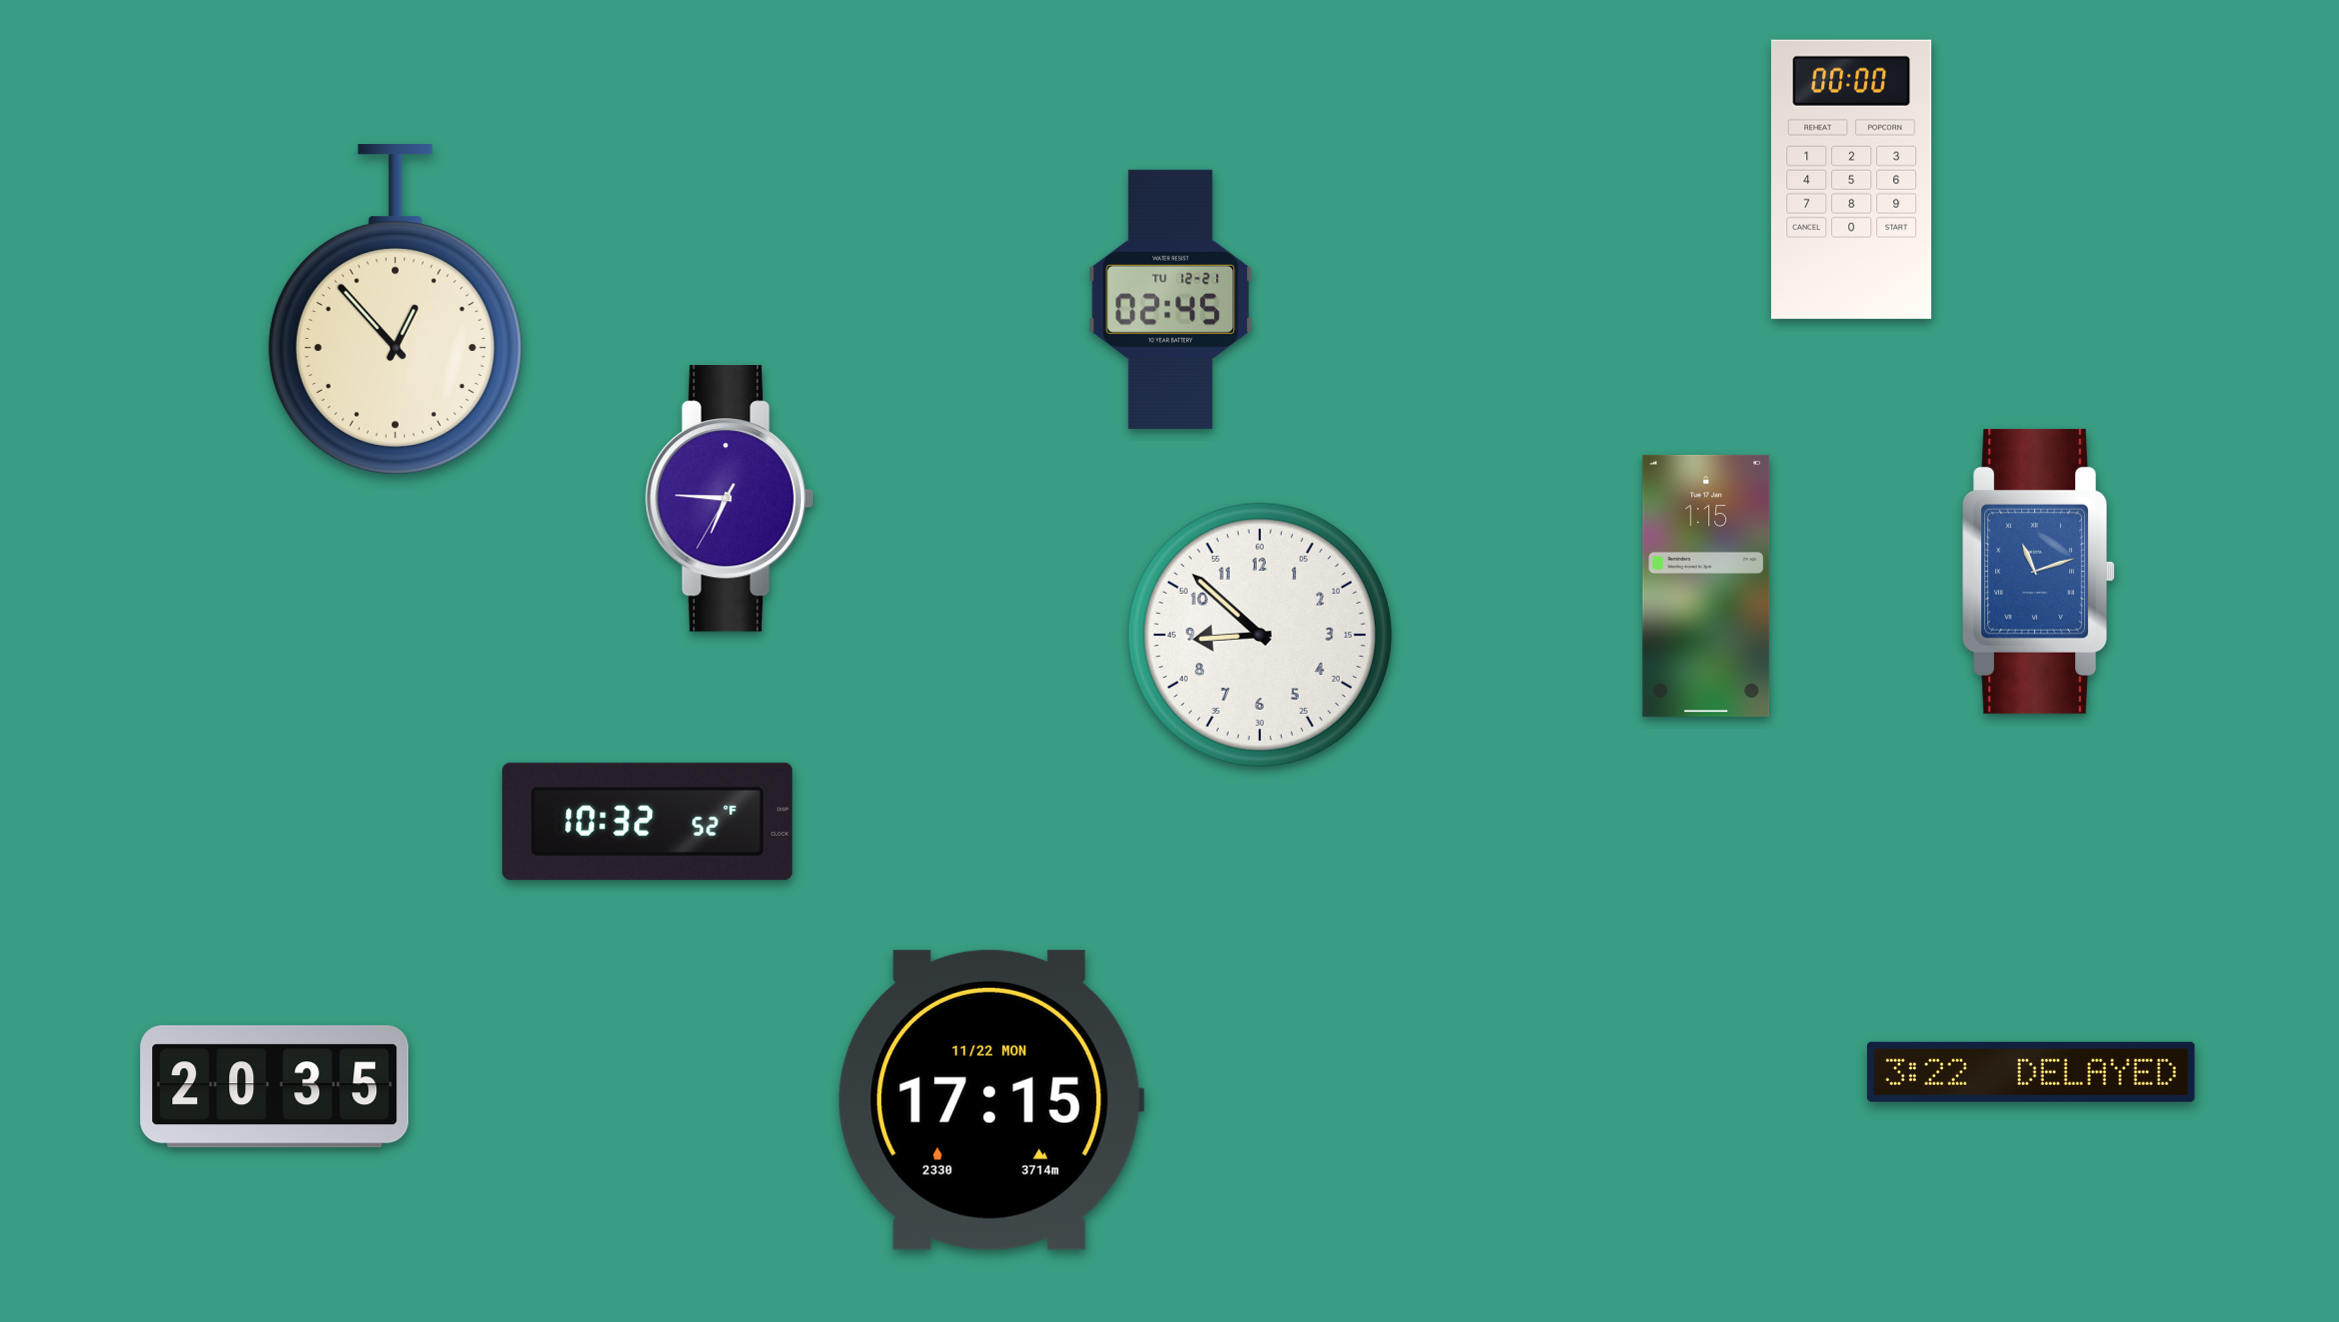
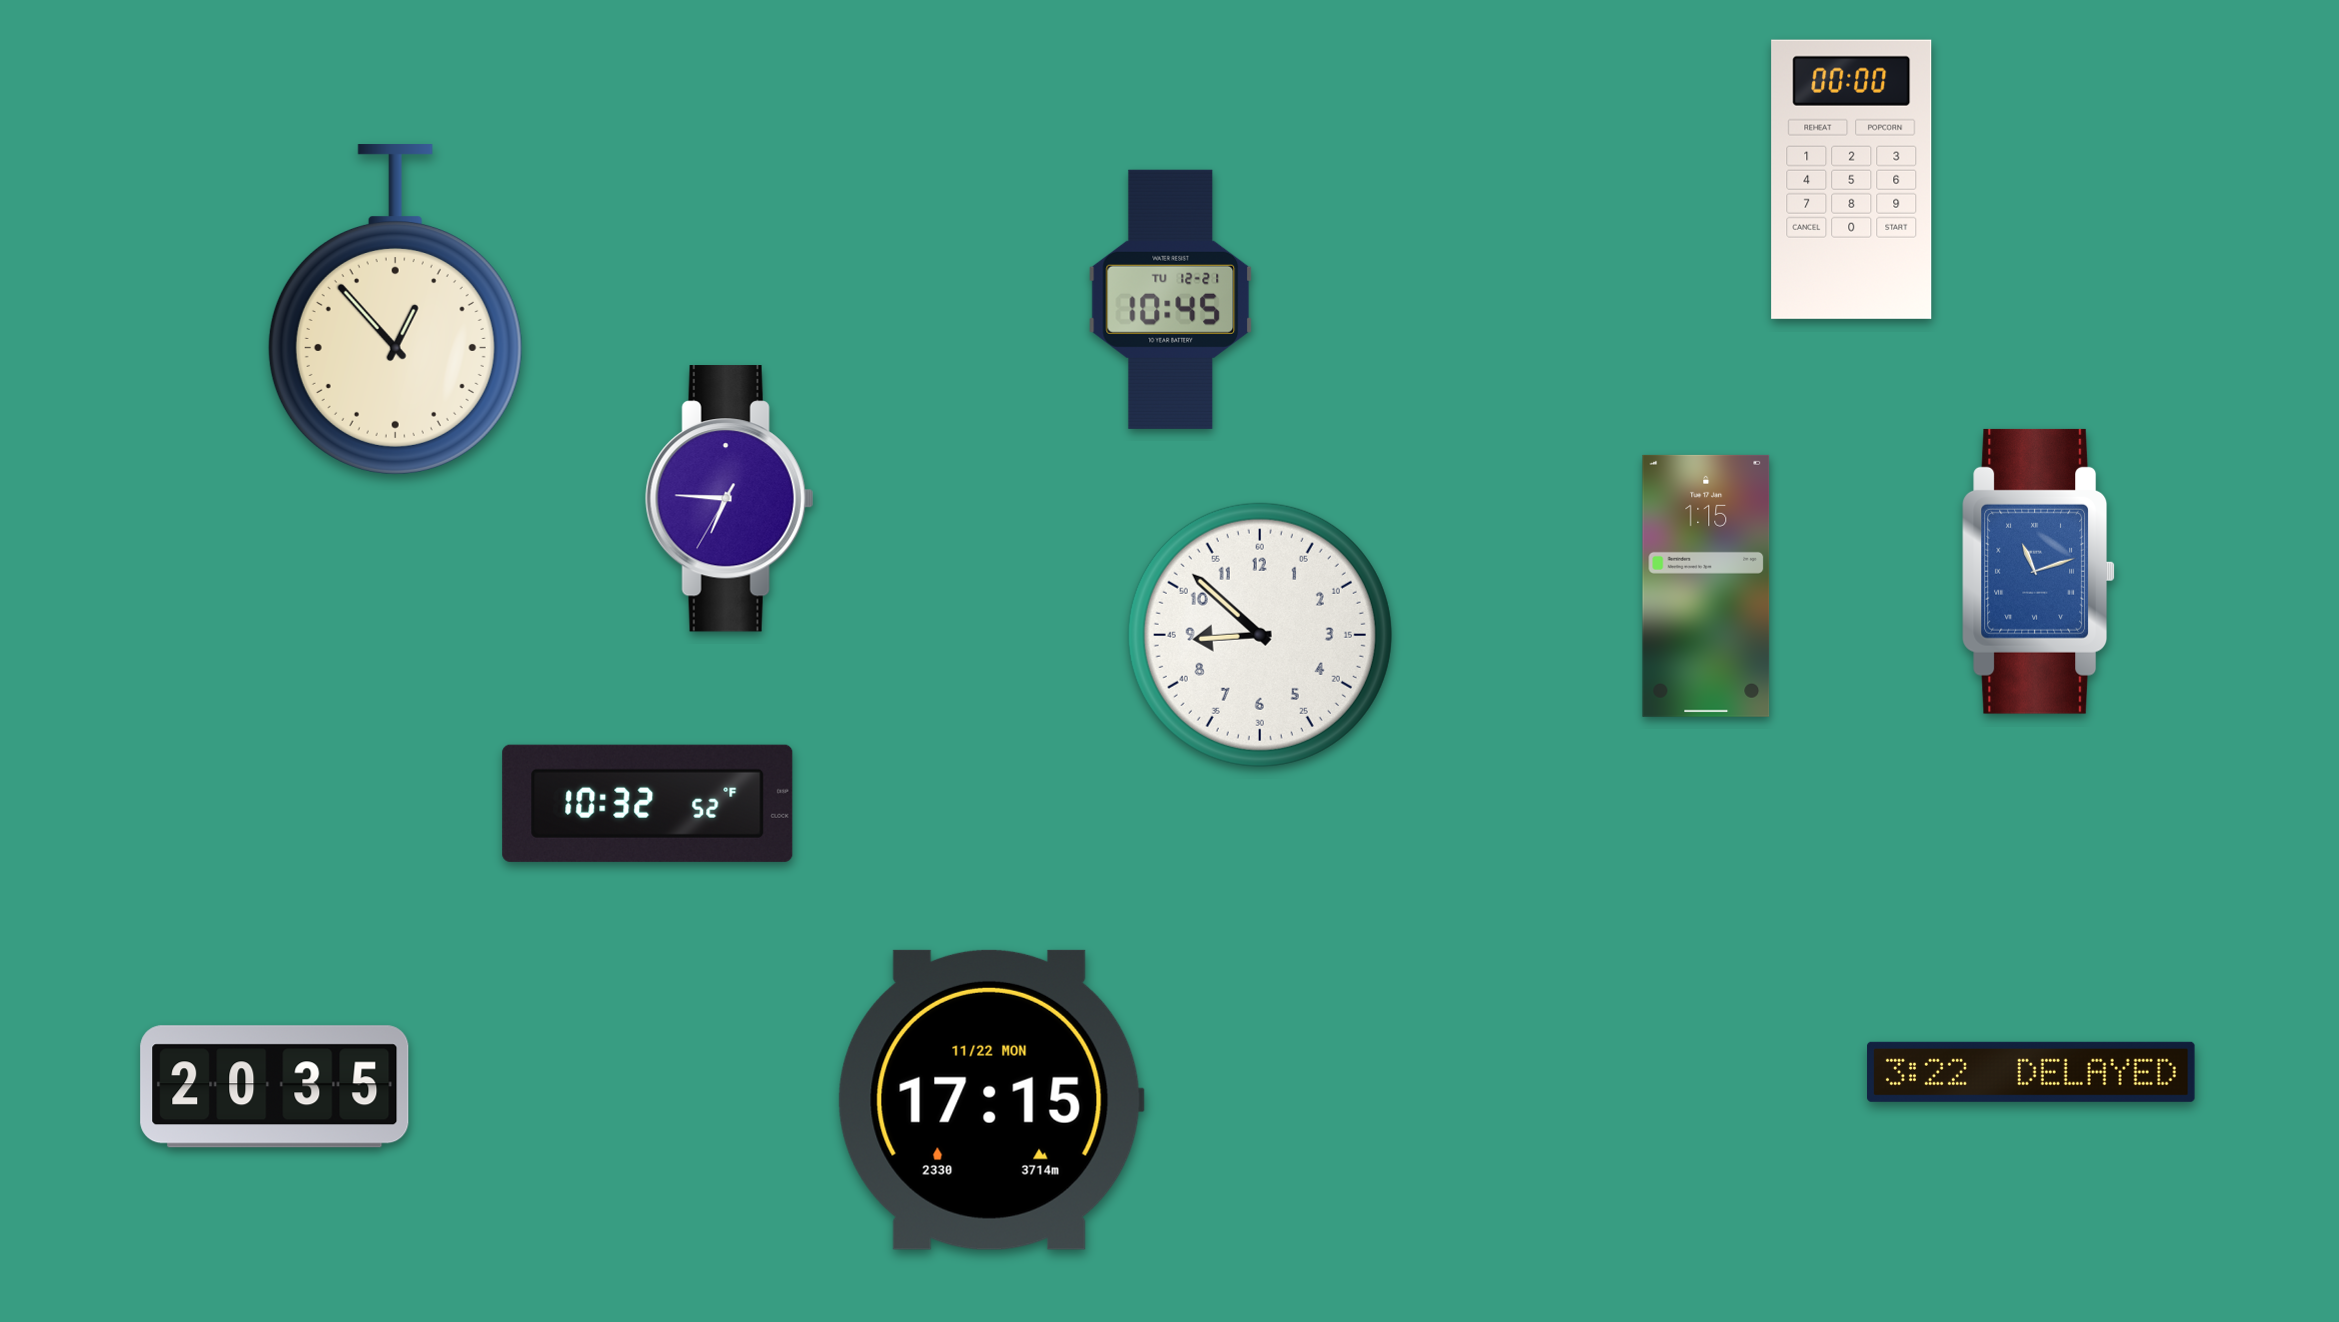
clock at (1171, 299): 02:45 -> 10:45
clock at (648, 821) position: (648, 821) -> (648, 803)
